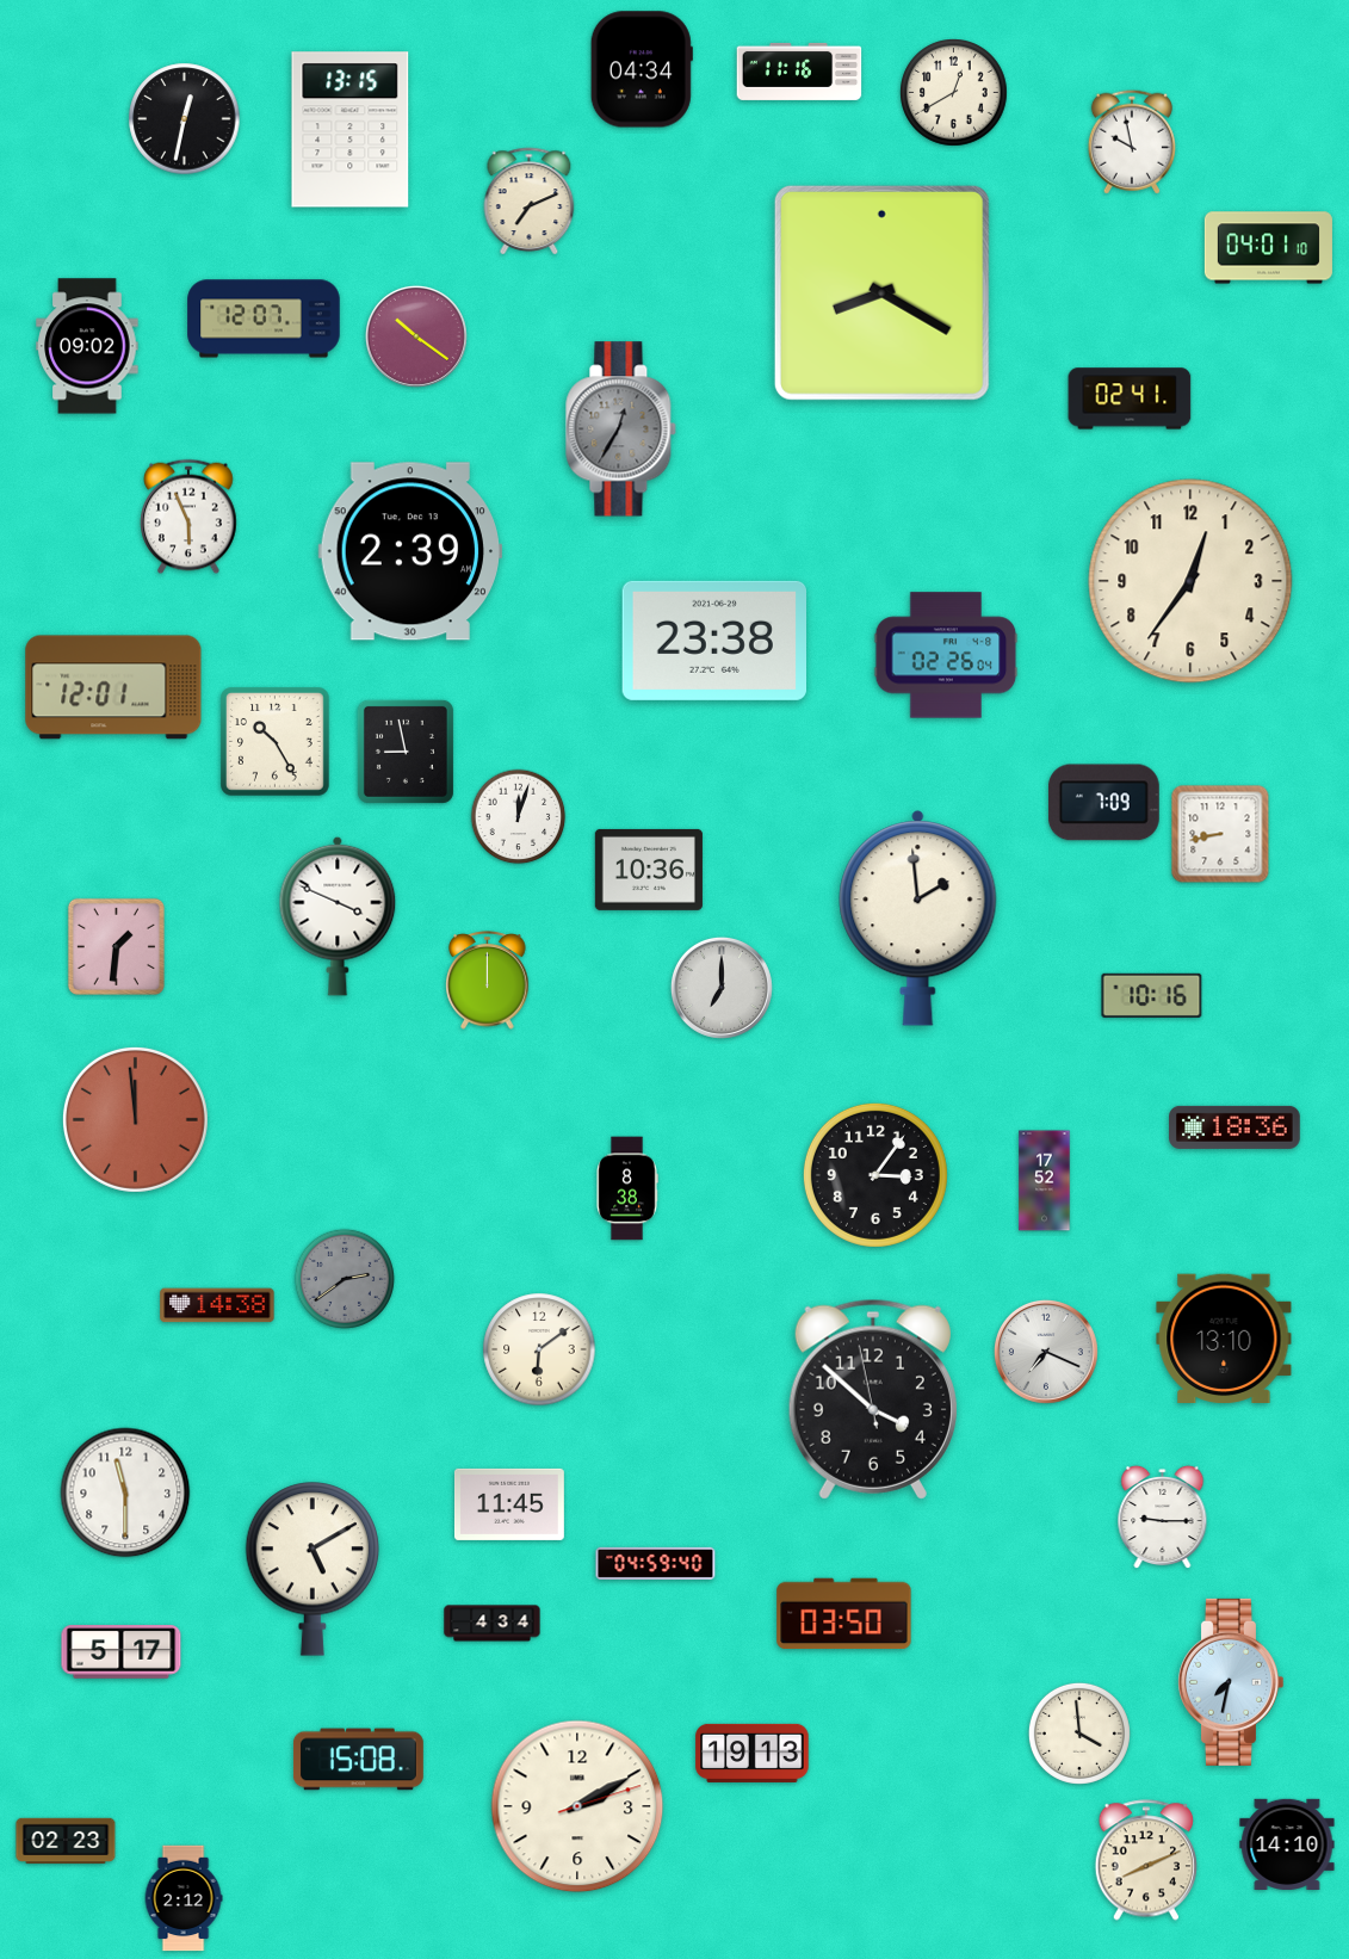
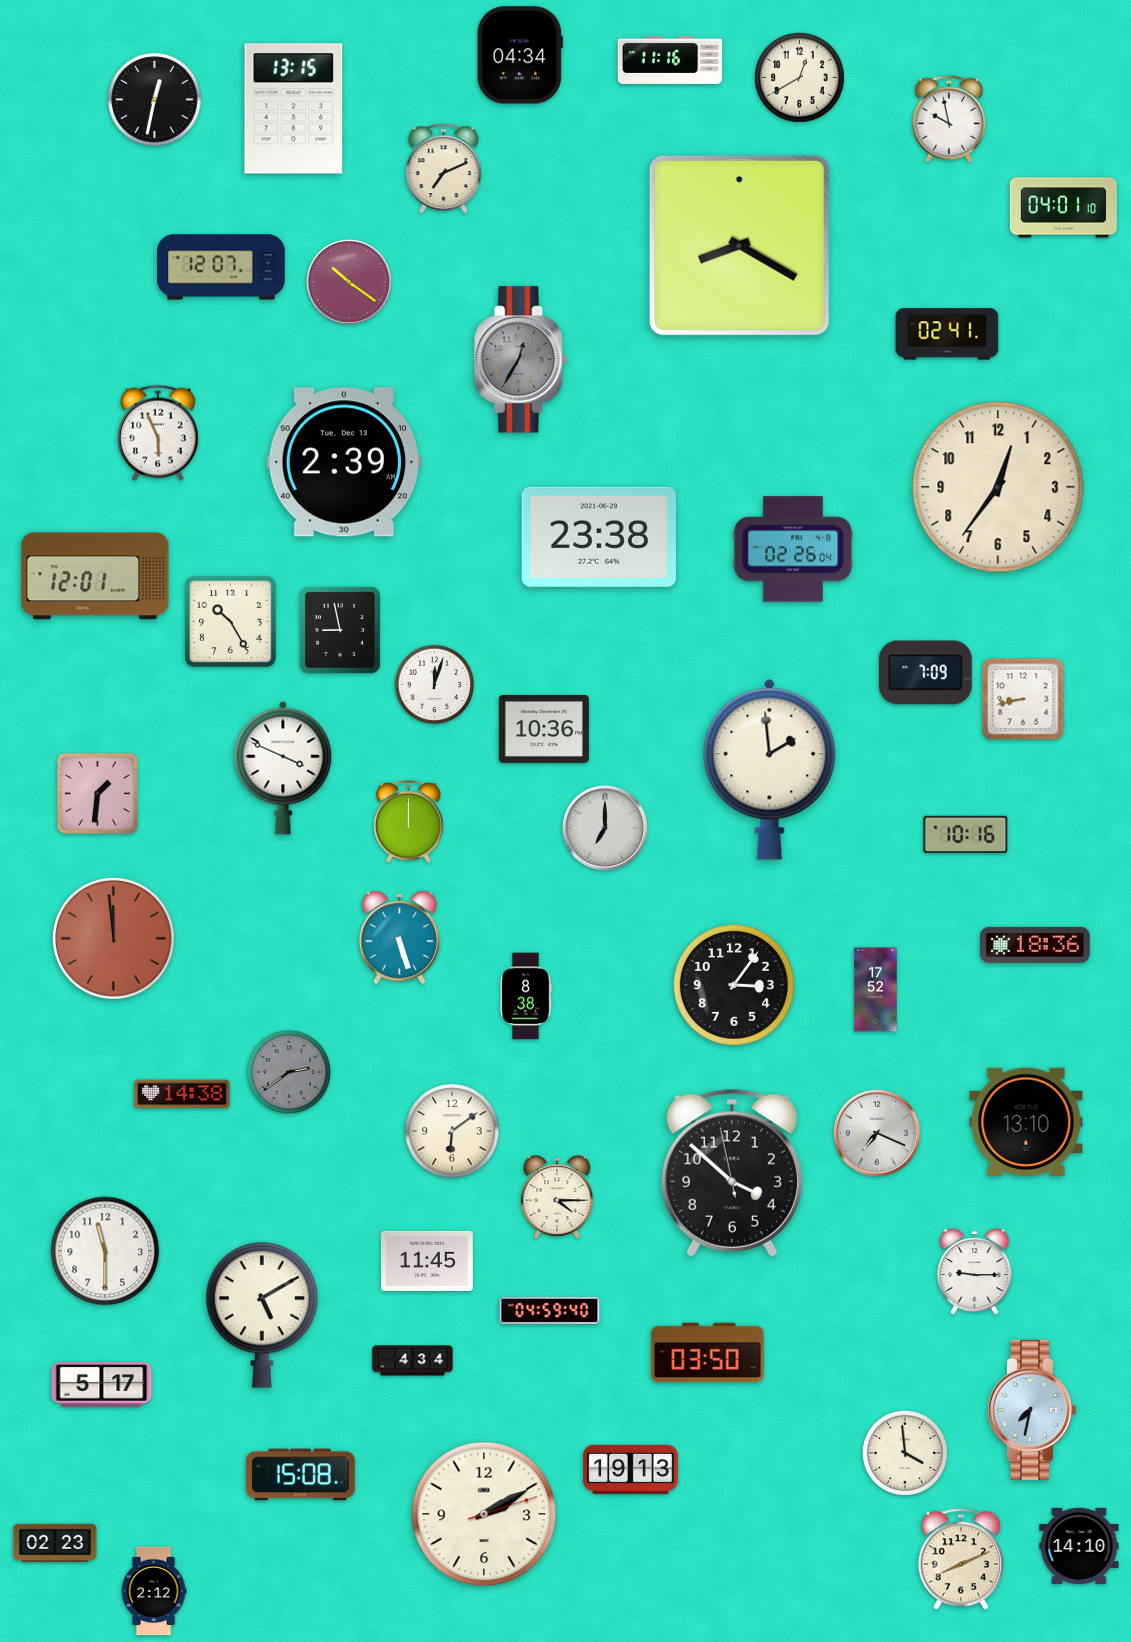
clock at (642, 69) position: (642, 69) -> (520, 55)
clock at (87, 346): 09:02 -> none
clock at (400, 938): none -> 5:27
clock at (557, 1197): none -> 4:15
